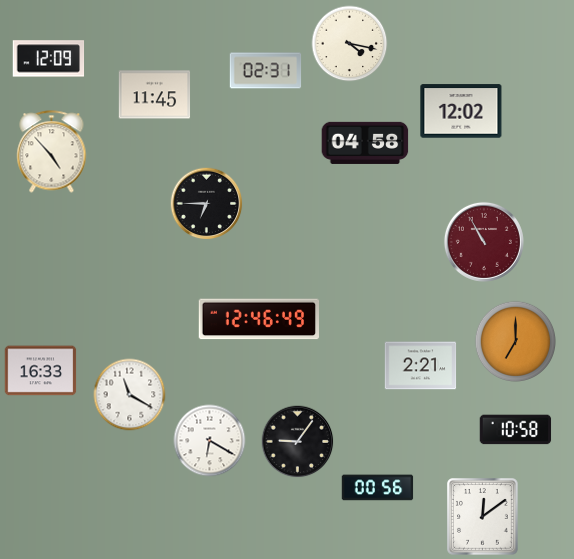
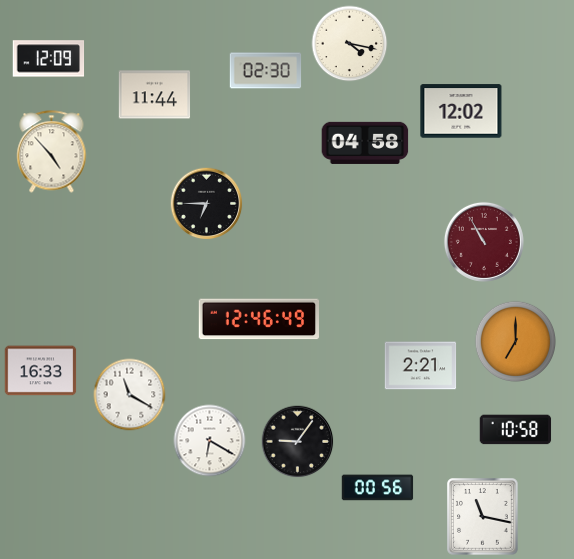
clock at (266, 71): 02:31 -> 02:30
clock at (155, 95): 11:45 -> 11:44
clock at (483, 517): 12:09 -> 11:17
